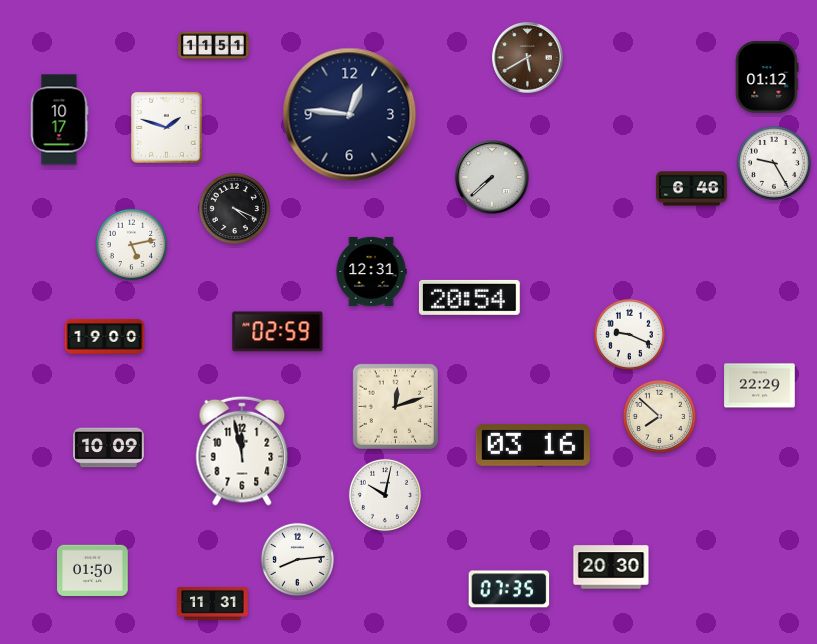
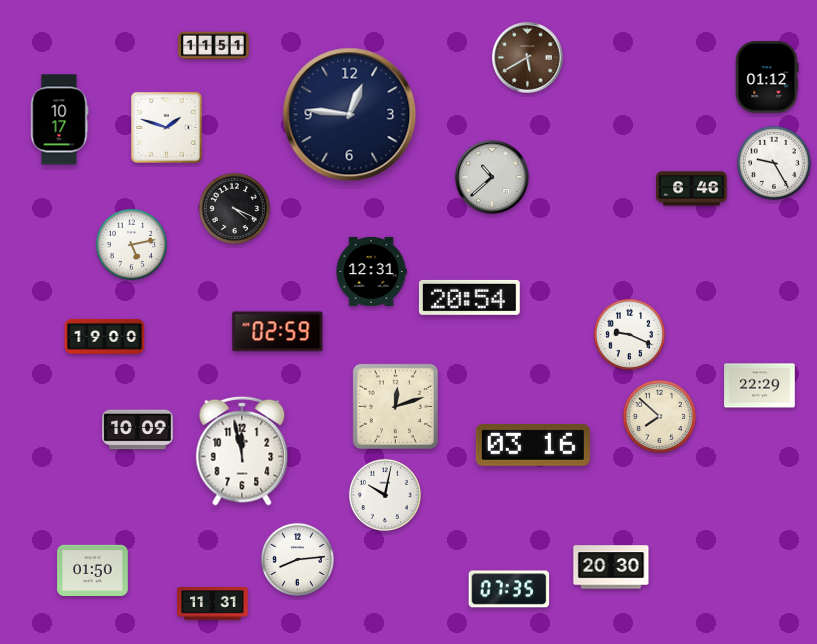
clock at (492, 177): 7:38 -> 10:38
clock at (109, 448) position: (109, 448) -> (138, 430)
